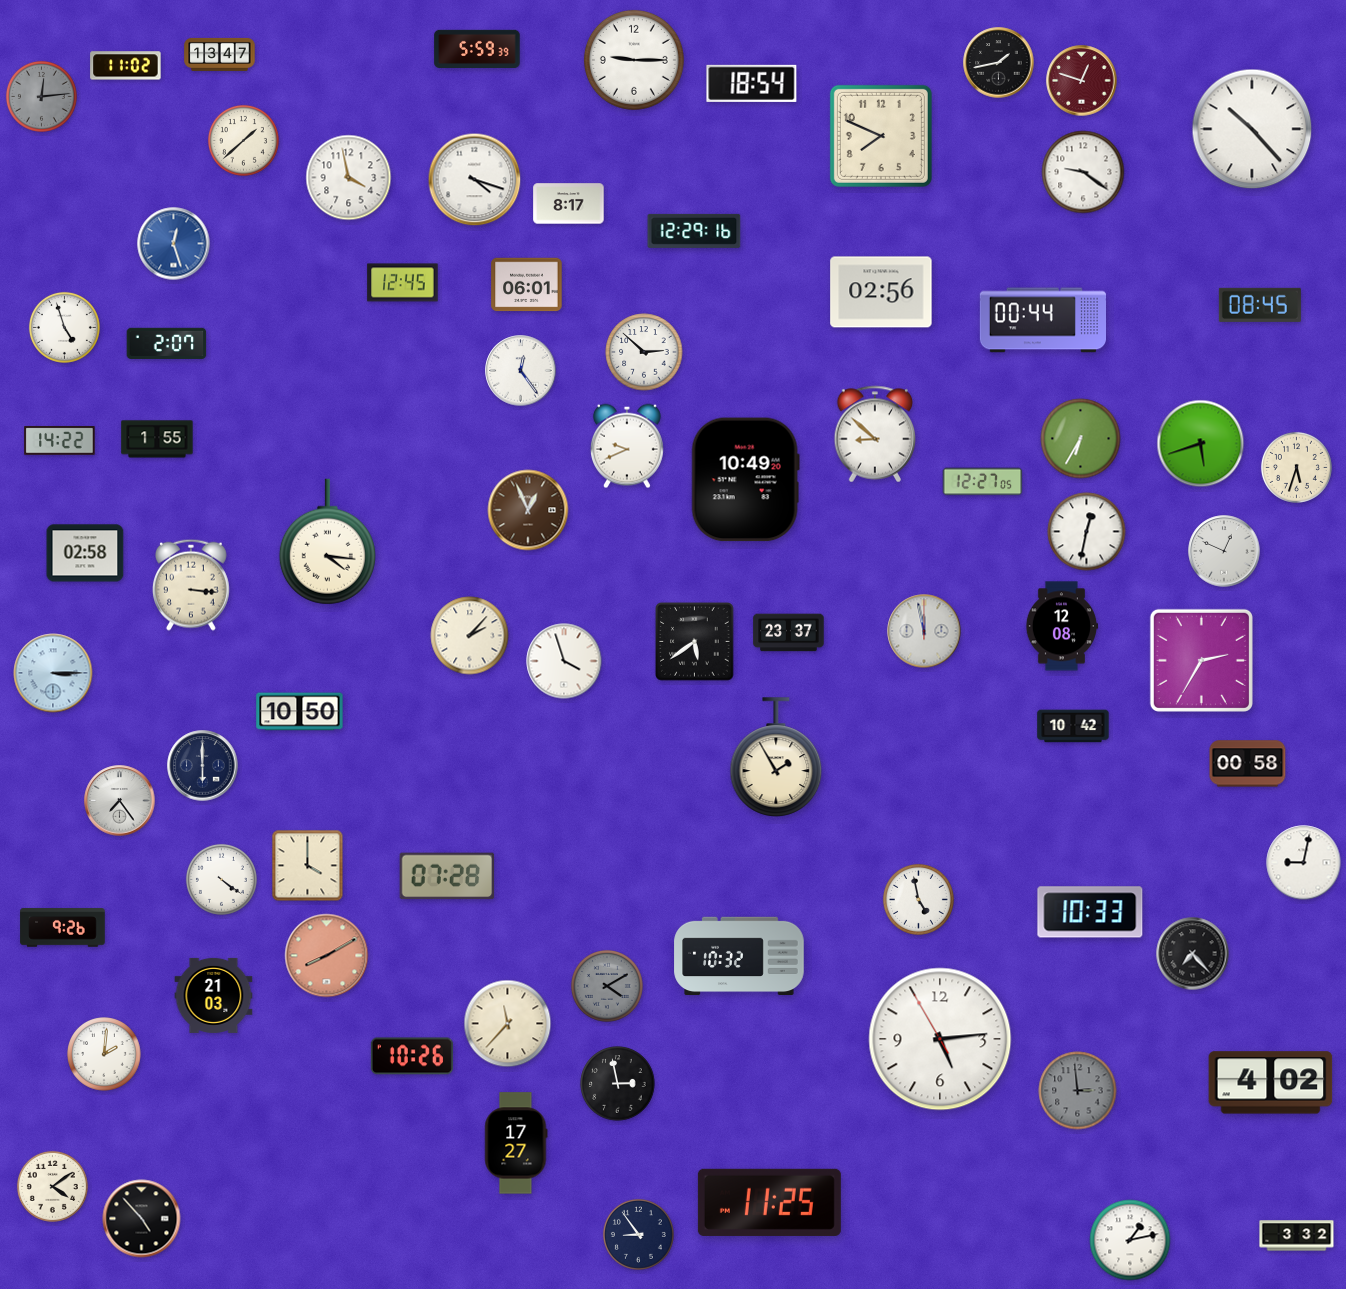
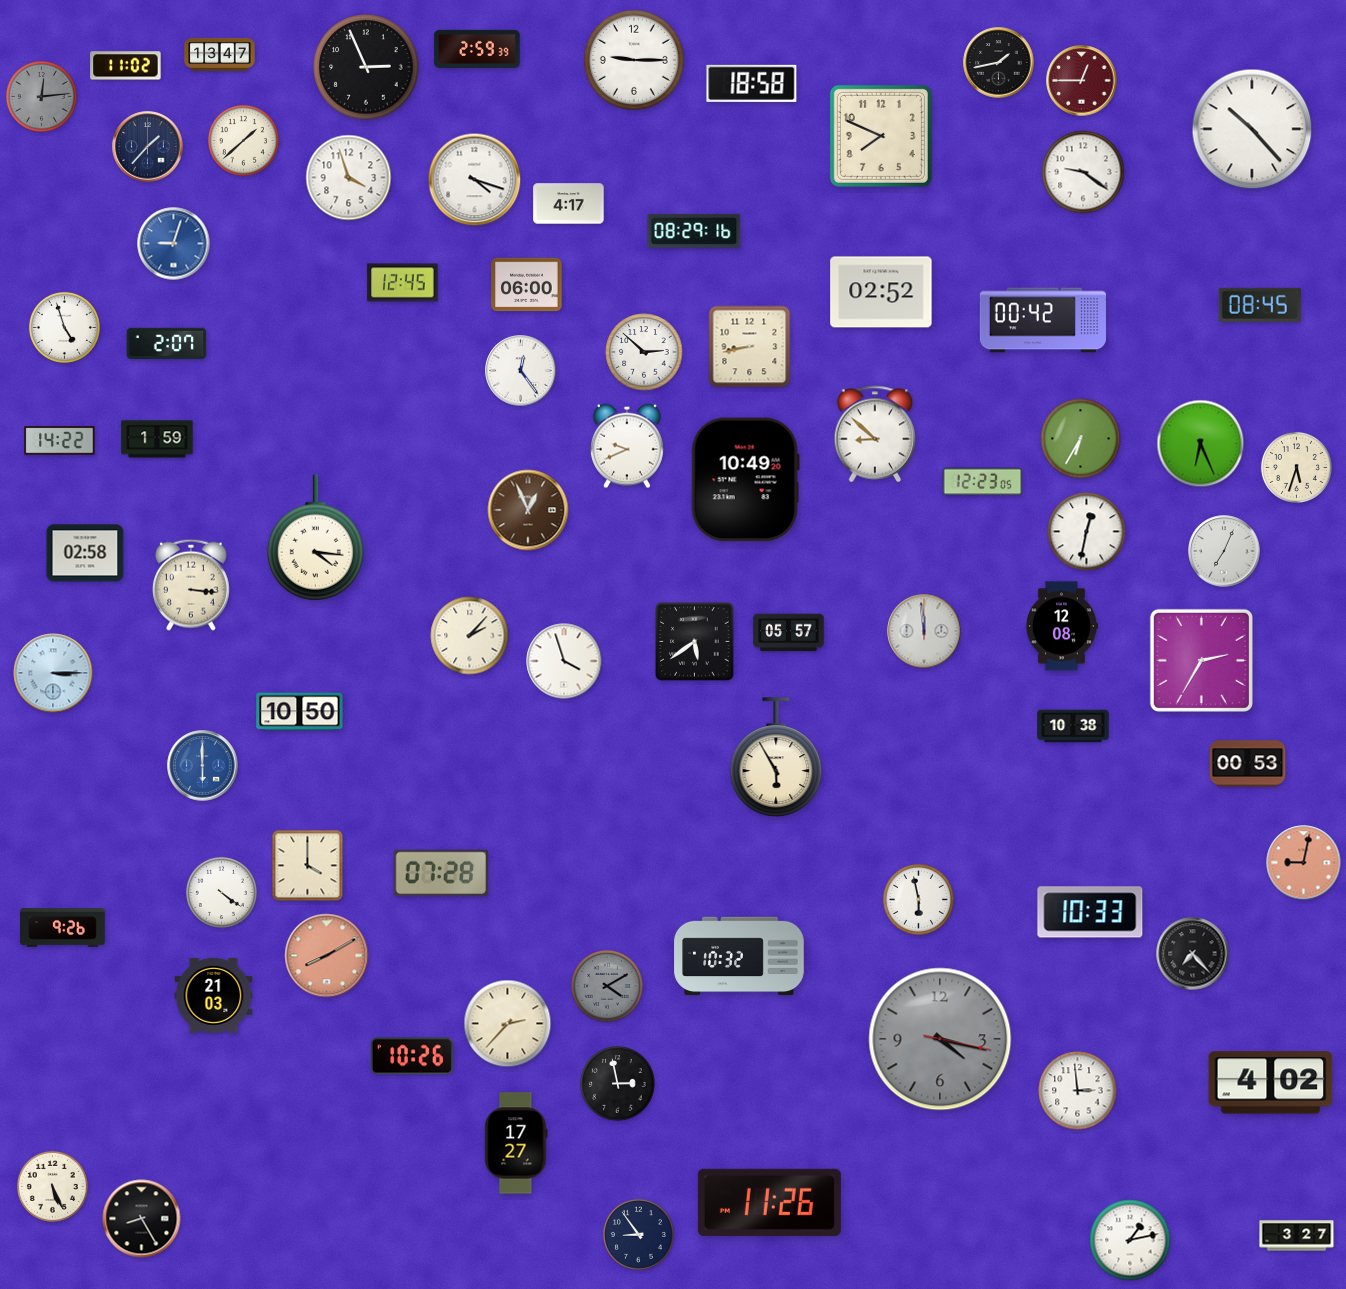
clock at (477, 48): 5:59 -> 2:59
clock at (366, 67): none -> 2:56
clock at (1082, 81): 12:48 -> 12:45
clock at (752, 83): 18:54 -> 18:58
clock at (148, 147): none -> 1:37
clock at (349, 178): 3:58 -> 3:57
clock at (569, 204): 8:17 -> 4:17
clock at (694, 231): 12:29 -> 08:29
clock at (174, 244): 12:27 -> 9:03
clock at (527, 285): 06:01 -> 06:00
clock at (881, 292): 02:56 -> 02:52
clock at (1042, 320): 00:44 -> 00:42
clock at (750, 347): none -> 8:43
clock at (157, 439): 1:55 -> 1:59
clock at (1201, 444): 5:42 -> 6:26
clock at (983, 482): 12:27 -> 12:23
clock at (327, 542) position: (327, 542) -> (315, 538)
clock at (1224, 551): 12:49 -> 7:04
clock at (924, 631): 11:58 -> 11:59
clock at (789, 633): 23:37 -> 05:57
clock at (1073, 726): 10:42 -> 10:38
clock at (776, 757): 1:55 -> 5:55
clock at (1248, 764): 00:58 -> 00:53
clock at (203, 766) dial: navy -> blue
clock at (120, 801): 7:24 -> none
clock at (1304, 863) dial: white -> salmon
clock at (447, 876) position: (447, 876) -> (441, 873)
clock at (221, 879) position: (221, 879) -> (221, 892)
clock at (918, 899): 4:58 -> 5:58
clock at (508, 1024): 11:37 -> 2:37
clock at (940, 1039): 5:13 -> 4:17
clock at (940, 1039) dial: white -> grey
clock at (104, 1054): 2:01 -> none
clock at (1078, 1091) dial: grey -> white
clock at (52, 1186): 4:09 -> 5:26
clock at (769, 1202): 11:25 -> 11:26
clock at (142, 1219): 4:53 -> 8:25
clock at (1297, 1236): 3:32 -> 3:27
